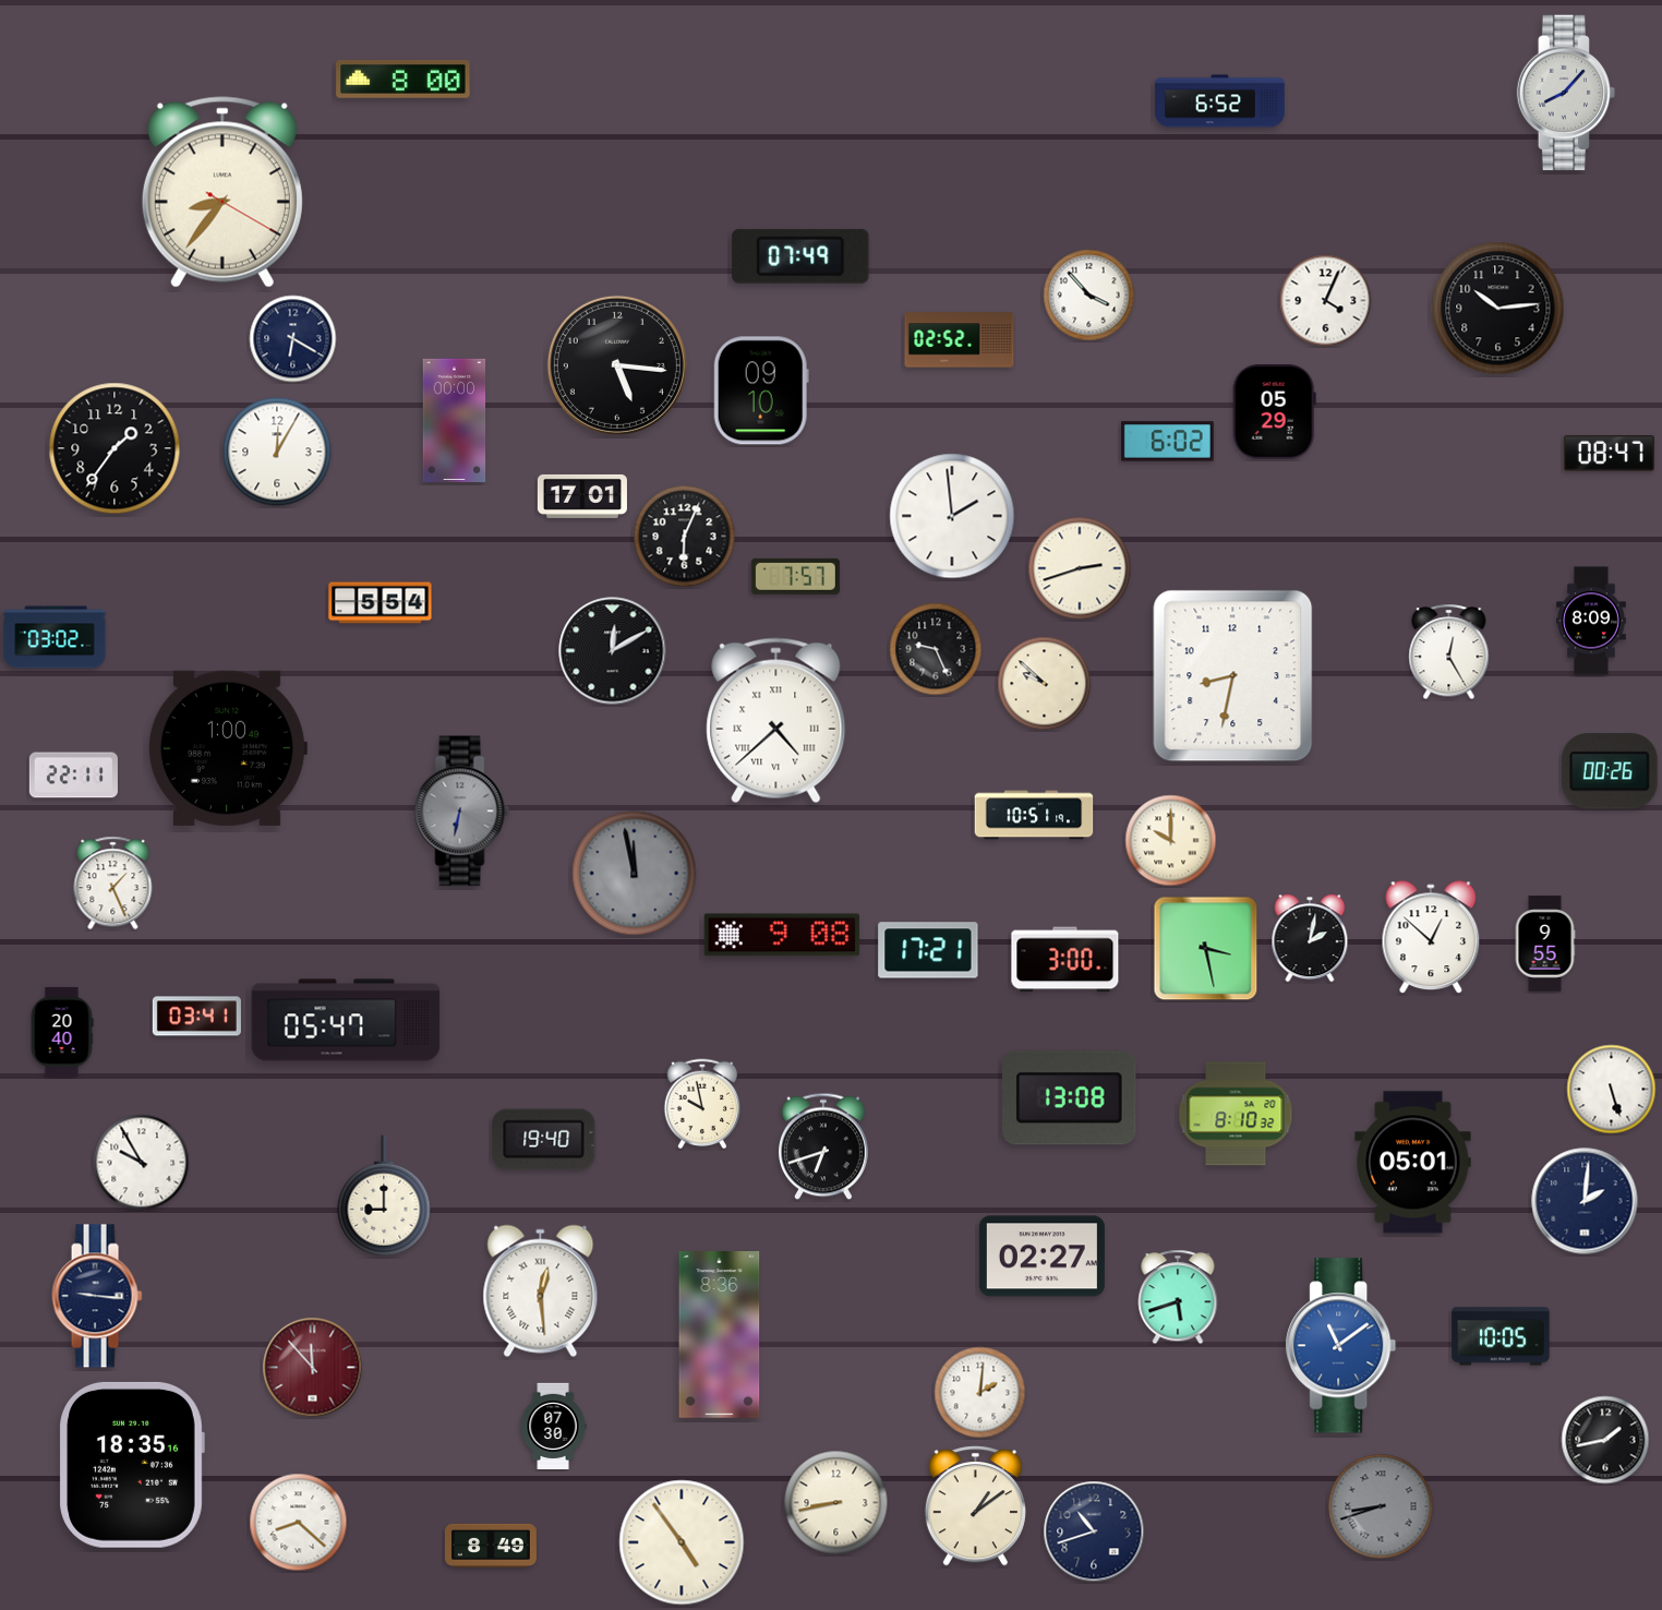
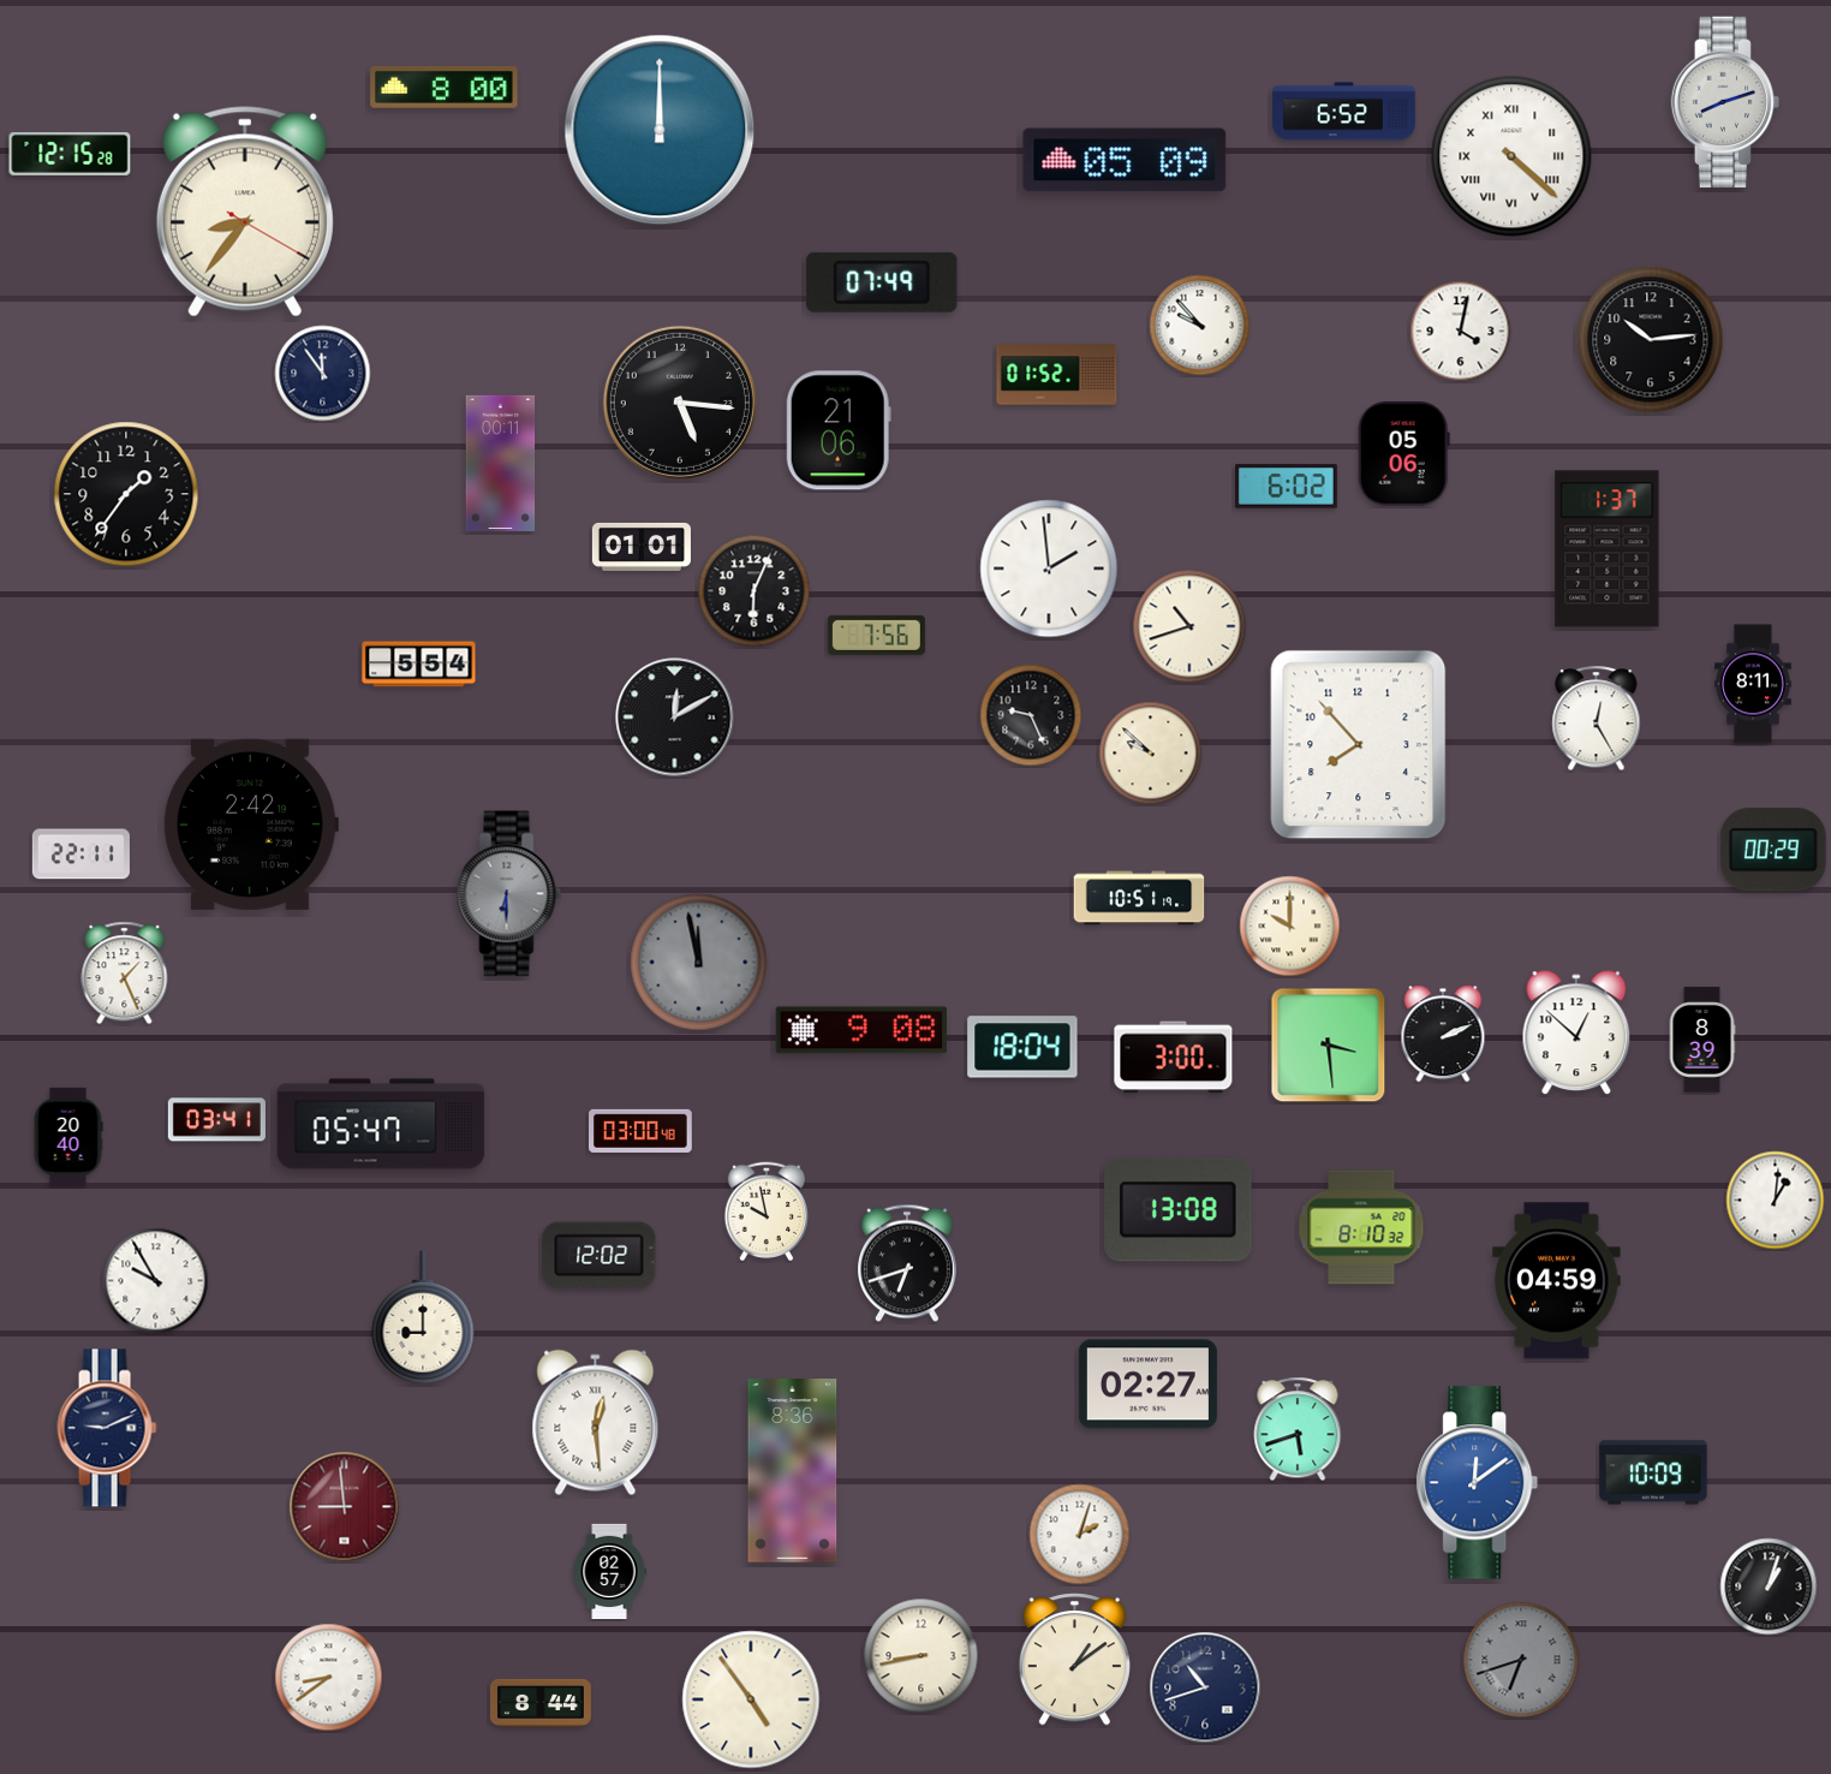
clock at (1566, 93): 8:07 -> 8:12
clock at (660, 130): none -> 12:00
clock at (70, 154): none -> 12:15
clock at (1511, 156): none -> 4:22
clock at (1125, 160): none -> 05:09
clock at (1089, 296): 3:53 -> 9:53
clock at (1326, 301): 4:04 -> 4:02
clock at (293, 339): 6:20 -> 11:54
clock at (960, 340): 02:52 -> 01:52
clock at (761, 391): 09:10 -> 21:06
clock at (1274, 412): 05:29 -> 05:06
clock at (455, 420): 00:00 -> 00:11
clock at (277, 452): 12:05 -> none
clock at (1609, 454): 08:47 -> none
clock at (582, 496): 17:01 -> 01:01
clock at (1608, 549): none -> 1:37
clock at (1080, 568): 2:42 -> 10:42
clock at (795, 576): 7:57 -> 7:56
clock at (1592, 621): 8:09 -> 8:11
clock at (55, 637): 03:02 -> none
clock at (1233, 676): 8:32 -> 7:53
clock at (776, 721): 4:38 -> none
clock at (227, 748): 1:00 -> 2:42
clock at (1610, 771): 00:26 -> 00:29
clock at (462, 812): 6:32 -> 6:30
clock at (1310, 938): 2:02 -> 2:11
clock at (1545, 944): 9:55 -> 8:39
clock at (1206, 949): 3:28 -> 3:29
clock at (928, 950): 17:21 -> 18:04
clock at (642, 1131): none -> 03:00
clock at (1612, 1090): 5:27 -> 1:01
clock at (702, 1104) position: (702, 1104) -> (767, 1212)
clock at (544, 1140): 19:40 -> 12:02
clock at (1413, 1163): 05:01 -> 04:59
clock at (1585, 1201): 2:01 -> none
clock at (97, 1296): 9:16 -> 9:11
clock at (1501, 1336): 10:05 -> 10:09
clock at (1341, 1346): 11:09 -> 12:09
clock at (313, 1368): 11:53 -> 8:59
clock at (980, 1393): 2:01 -> 2:03
clock at (553, 1427): 07:30 -> 02:57
clock at (1605, 1440): 1:43 -> 1:03
clock at (132, 1465): 18:35 -> none
clock at (1381, 1506): 8:42 -> 6:42
clock at (299, 1523): 8:22 -> 8:39
clock at (491, 1546): 8:49 -> 8:44
